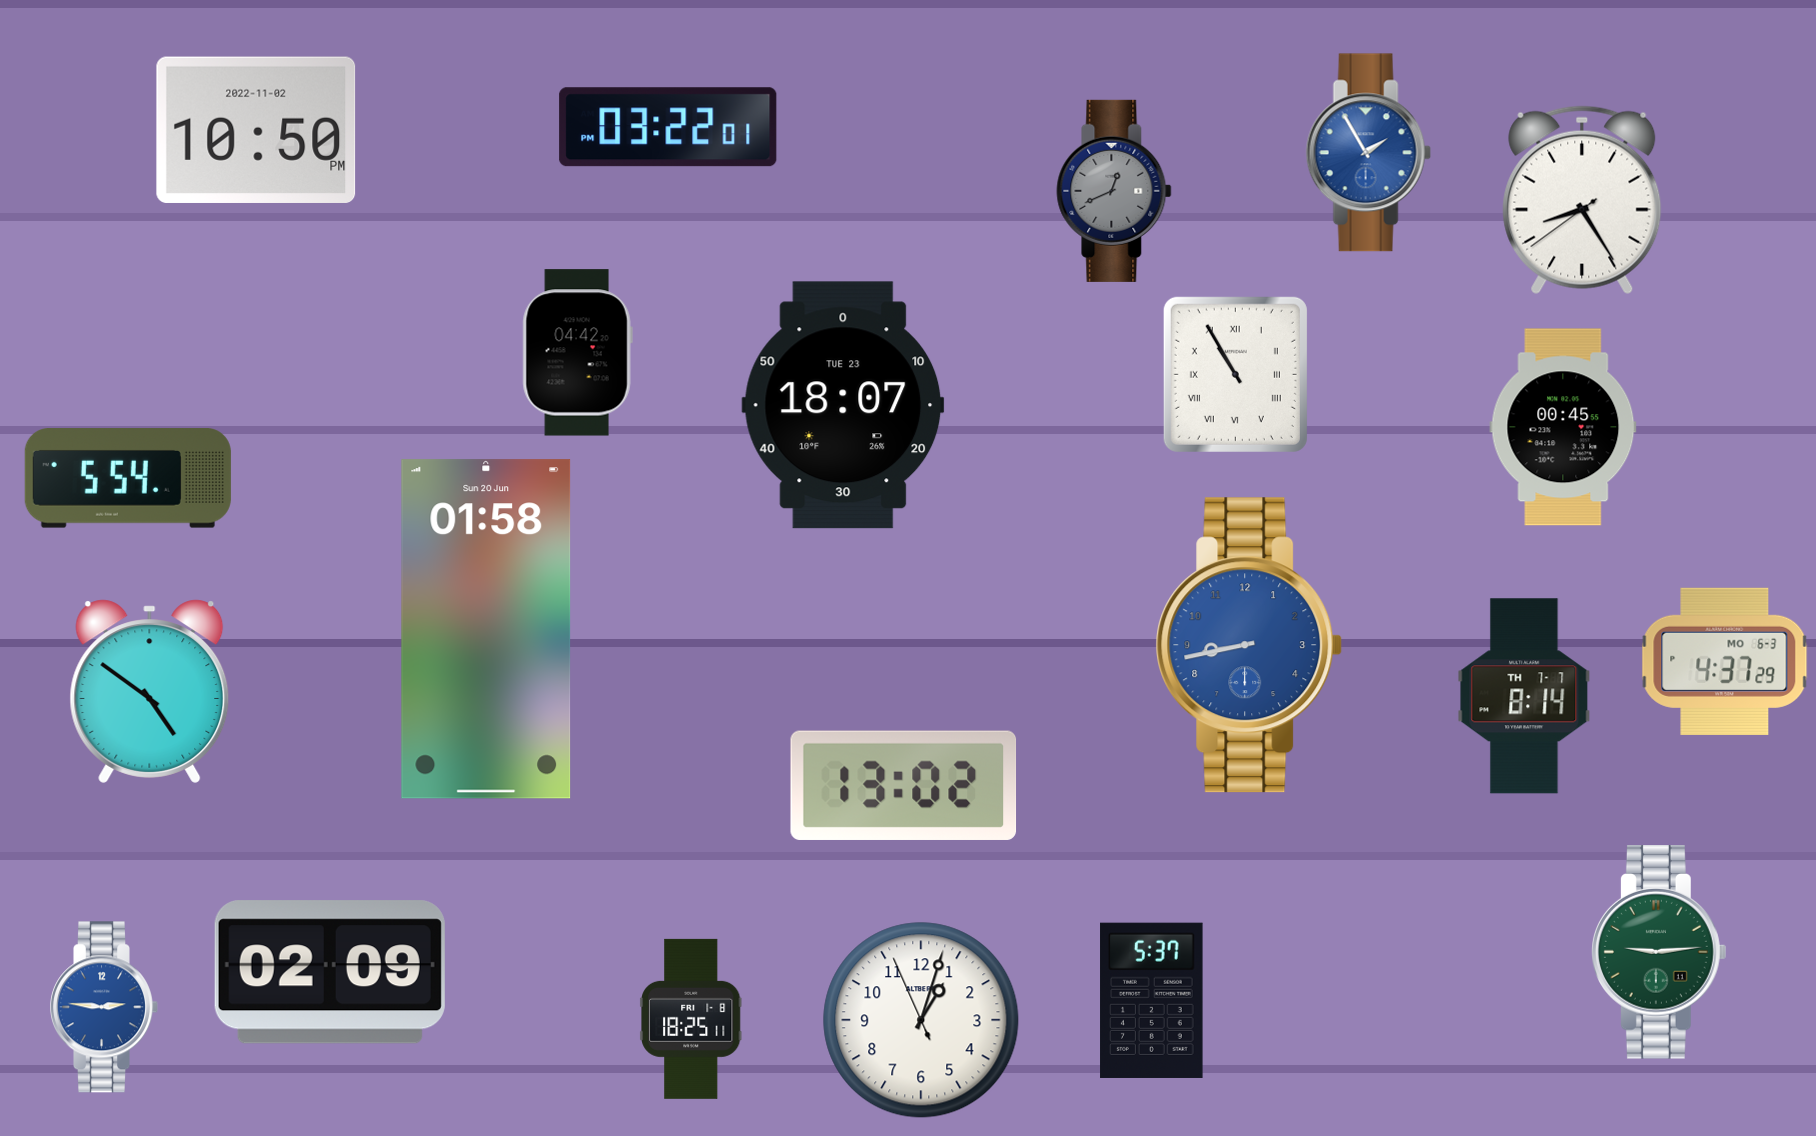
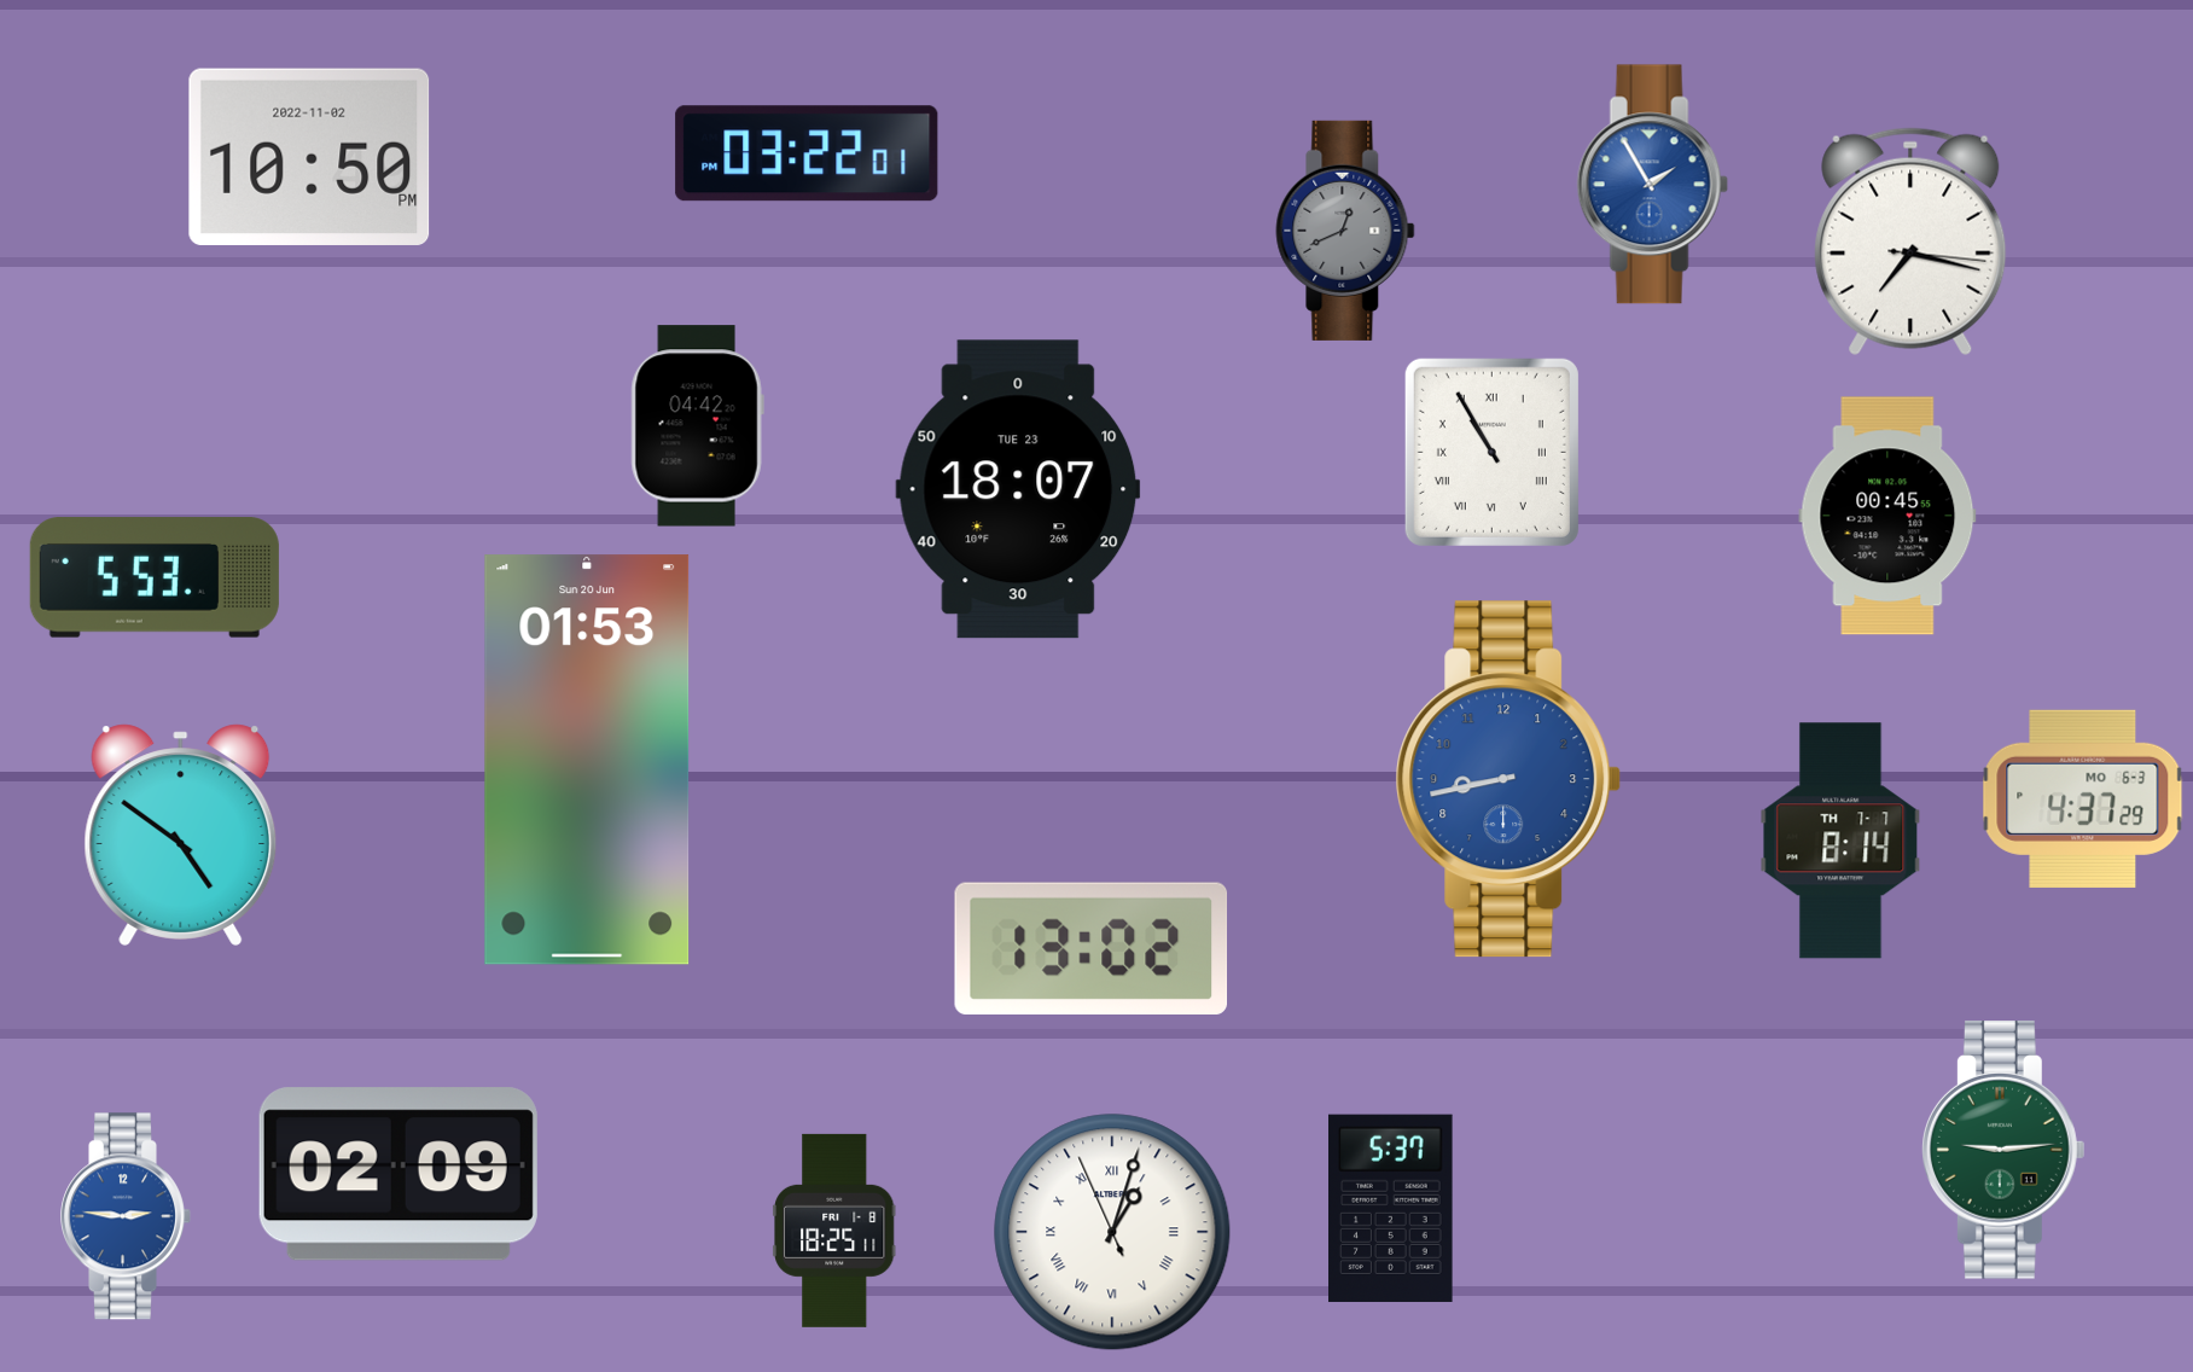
clock at (1582, 200): 8:24 -> 7:17
clock at (128, 478): 5:54 -> 5:53
clock at (486, 629): 01:58 -> 01:53
clock at (921, 1020) numerals: Arabic -> Roman
